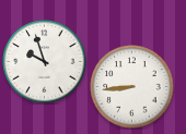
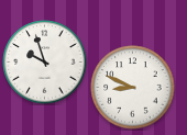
clock at (132, 87): 8:44 -> 8:49
